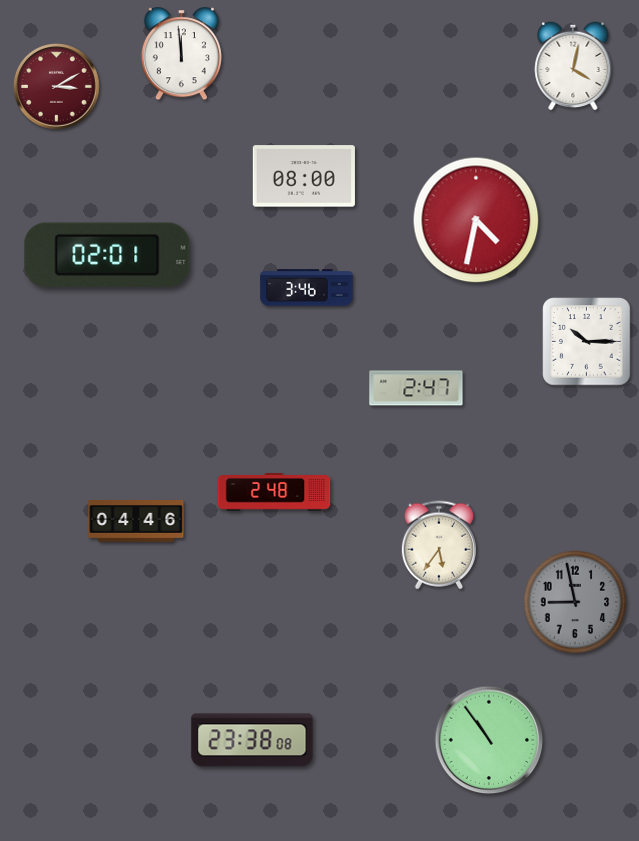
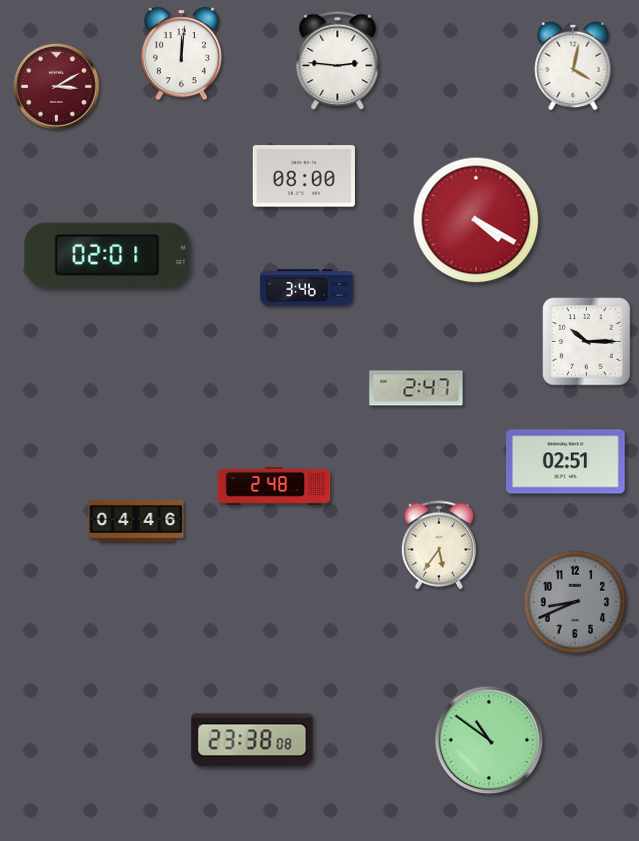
clock at (181, 54): 11:59 -> 12:01
clock at (338, 61): none -> 2:46
clock at (476, 220): 4:32 -> 4:20
clock at (566, 462): none -> 02:51
clock at (274, 493) position: (274, 493) -> (274, 487)
clock at (575, 602): 8:58 -> 8:41
clock at (489, 740): 10:54 -> 10:51
